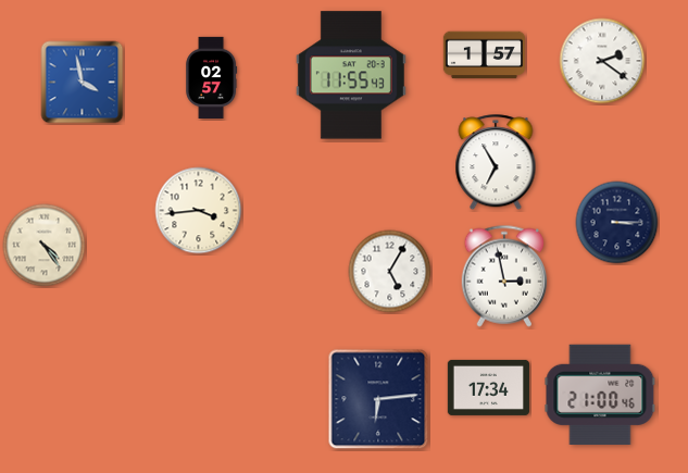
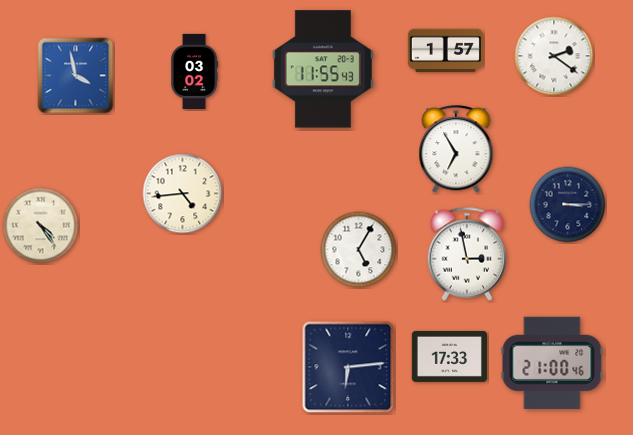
clock at (212, 77): 02:57 -> 03:02
clock at (199, 211): 3:44 -> 4:44
clock at (504, 276) position: (504, 276) -> (467, 254)
clock at (488, 387): 17:34 -> 17:33
